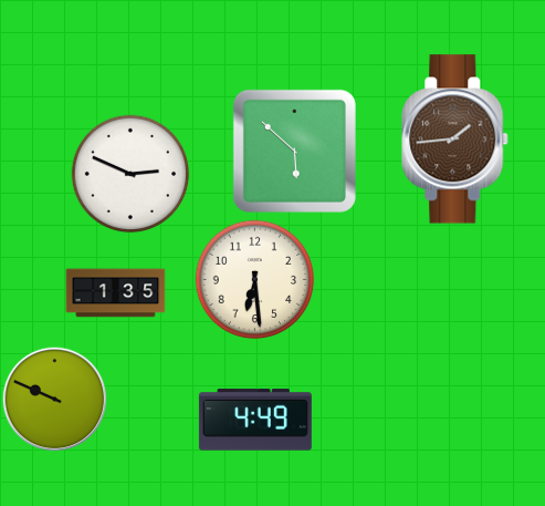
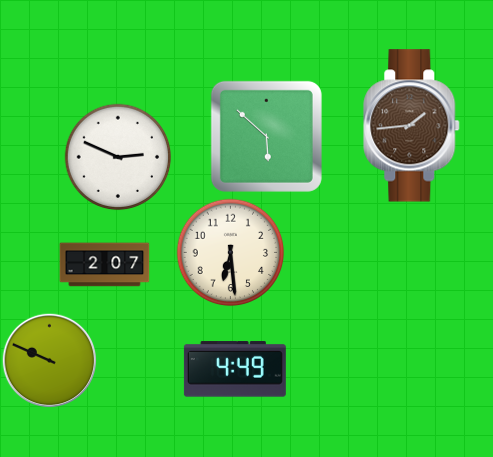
clock at (116, 293): 1:35 -> 2:07
clock at (255, 420) position: (255, 420) -> (235, 369)
